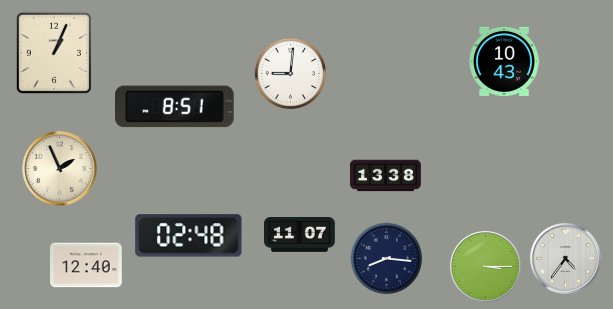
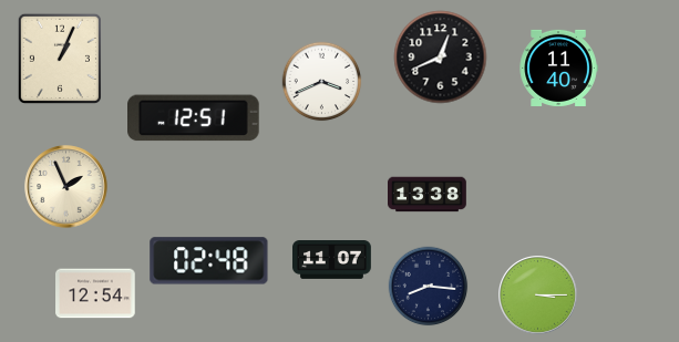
clock at (441, 58): none -> 12:41
clock at (504, 61): 10:43 -> 11:40
clock at (291, 74): 9:01 -> 3:41
clock at (175, 107): 8:51 -> 12:51
clock at (566, 259): 4:36 -> none
clock at (86, 265): 12:40 -> 12:54
